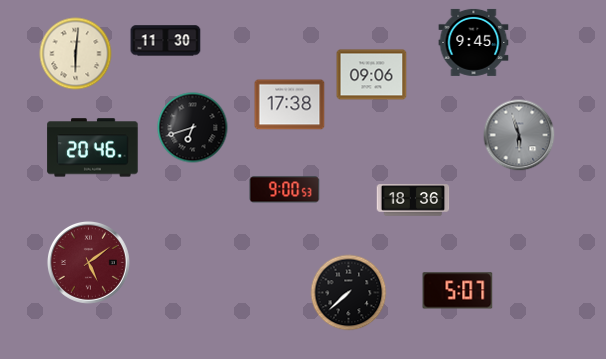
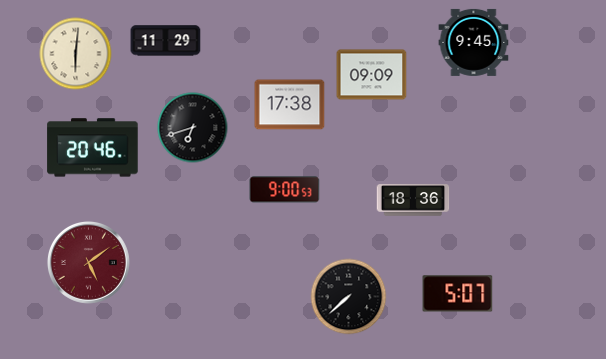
clock at (166, 41): 11:30 -> 11:29
clock at (372, 75): 09:06 -> 09:09
clock at (519, 135): 5:57 -> none
clock at (458, 291) position: (458, 291) -> (458, 294)
clock at (349, 293) position: (349, 293) -> (349, 297)
